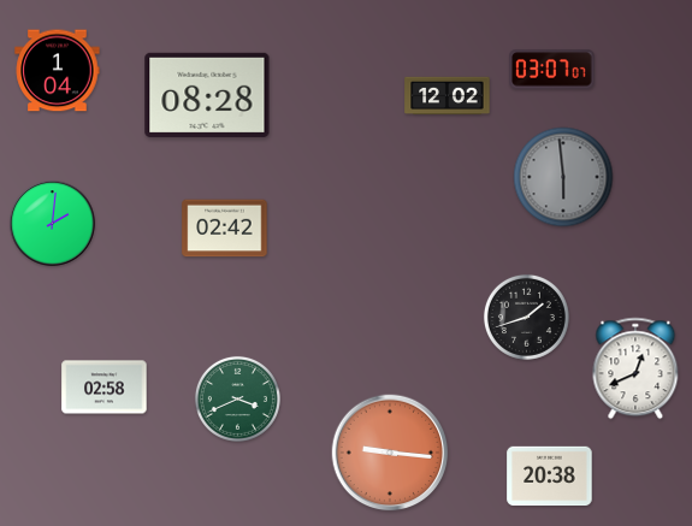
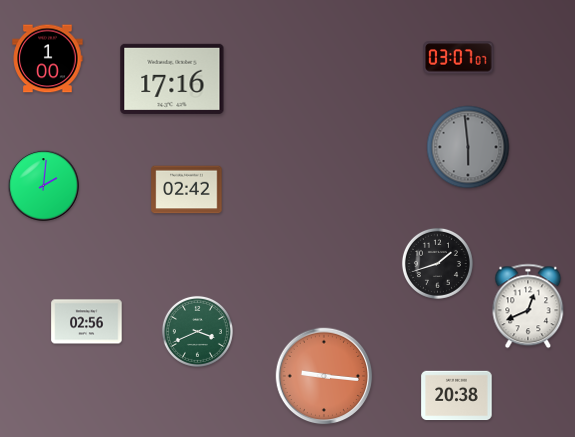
clock at (58, 71): 1:04 -> 1:00
clock at (207, 95): 08:28 -> 17:16
clock at (448, 96): 12:02 -> none
clock at (105, 388): 02:58 -> 02:56
